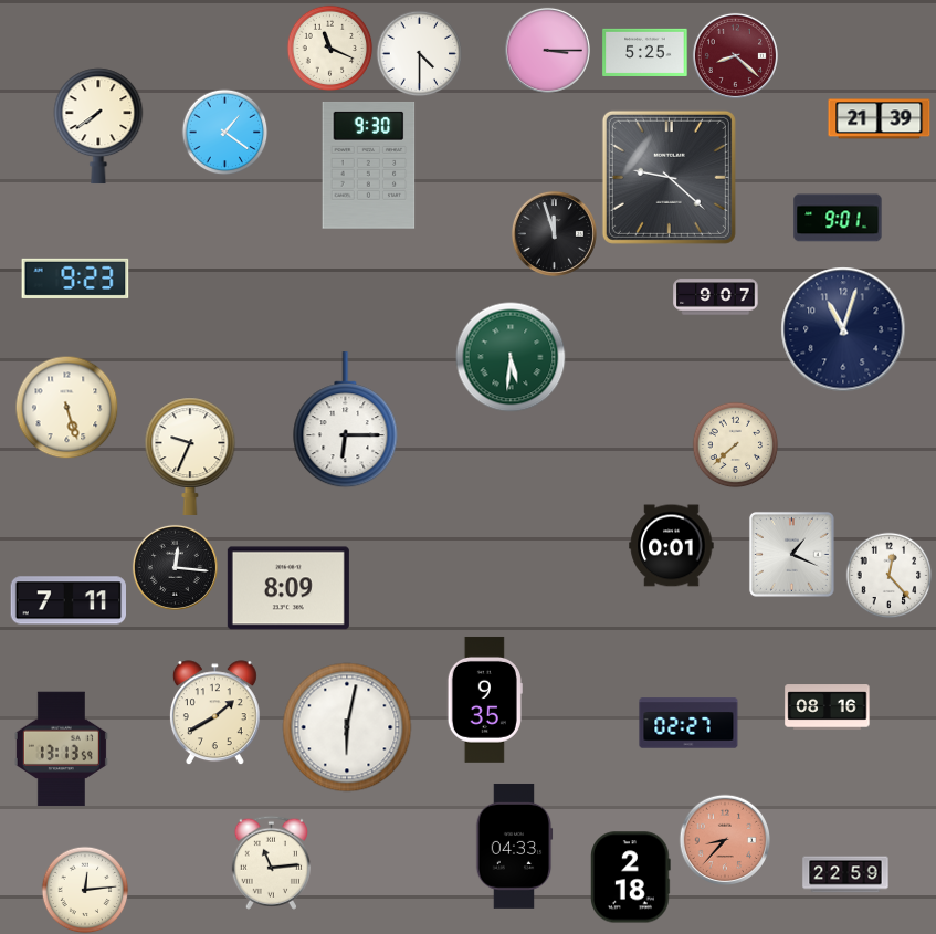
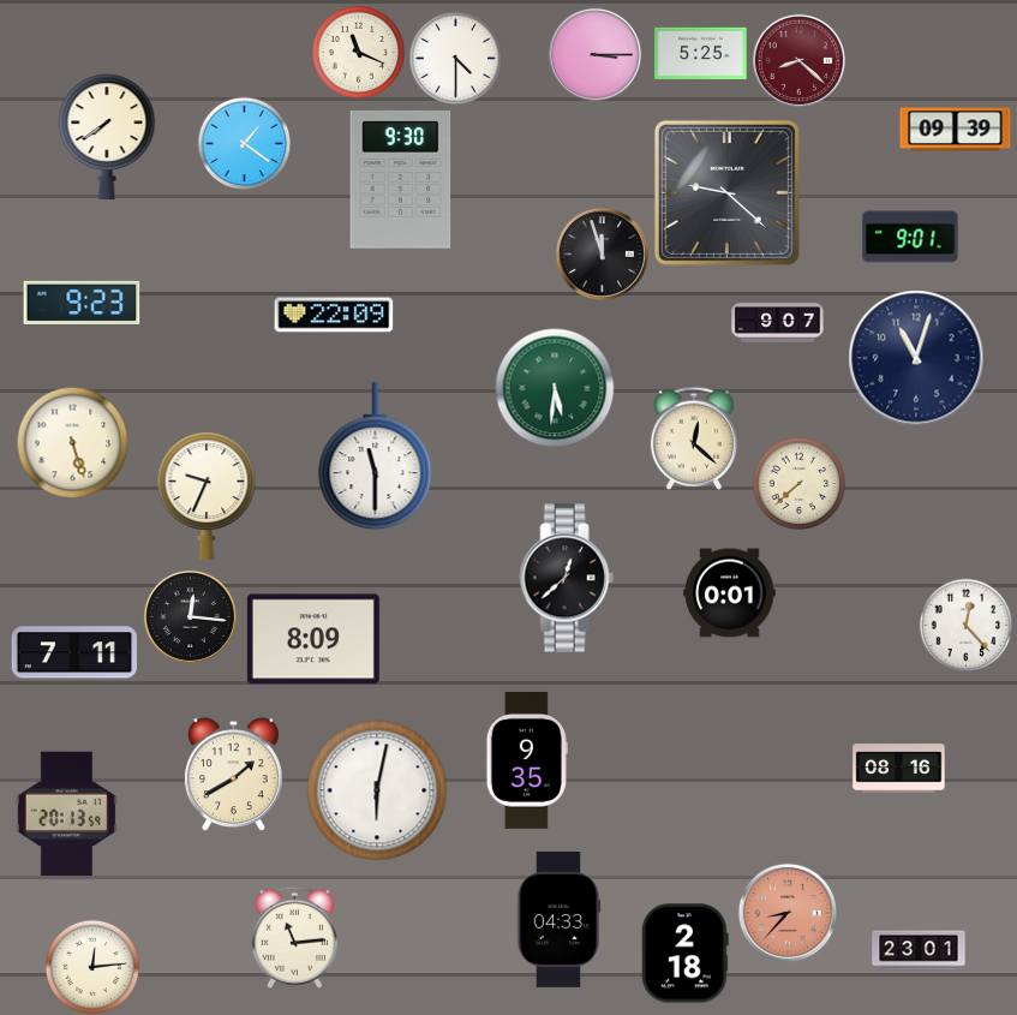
clock at (645, 52) position: (645, 52) -> (701, 53)
clock at (880, 119): 21:39 -> 09:39
clock at (334, 315): none -> 22:09
clock at (694, 438): none -> 12:22
clock at (346, 420): 6:15 -> 11:30
clock at (567, 578): none -> 12:38
clock at (791, 554): 1:19 -> none
clock at (688, 723): 02:27 -> none
clock at (61, 749): 13:13 -> 20:13
clock at (845, 874): 22:59 -> 23:01
